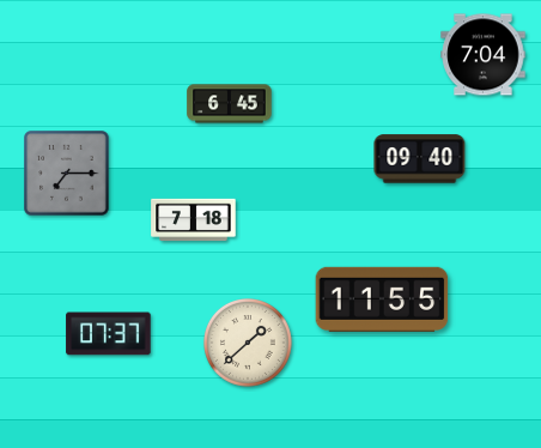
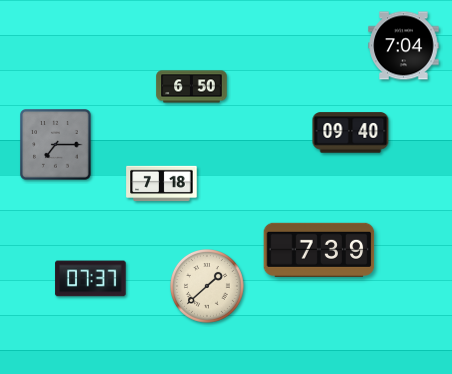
clock at (230, 104): 6:45 -> 6:50
clock at (382, 299): 11:55 -> 7:39
